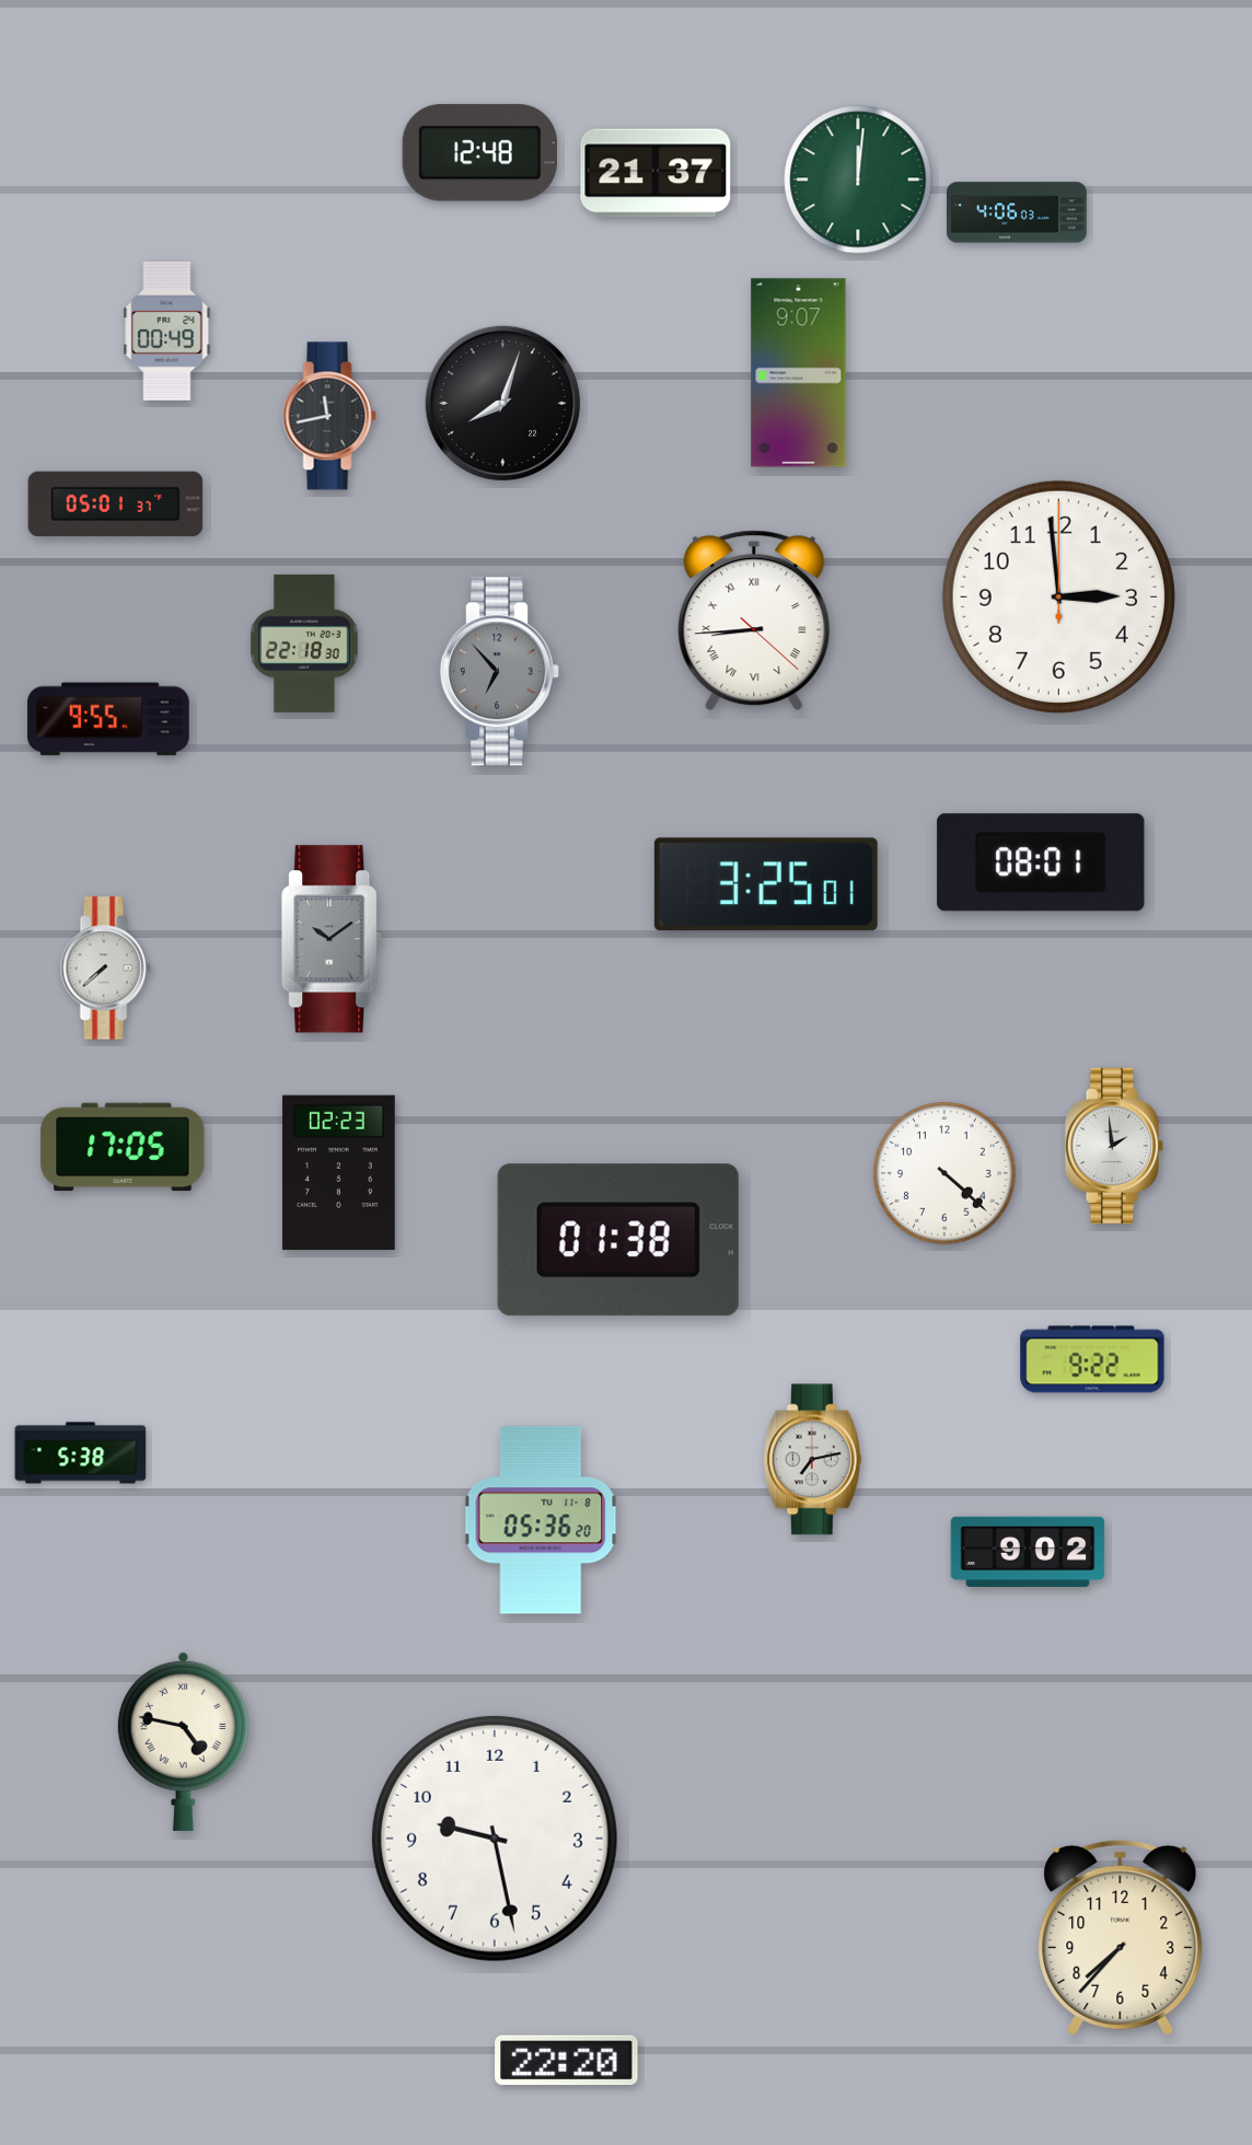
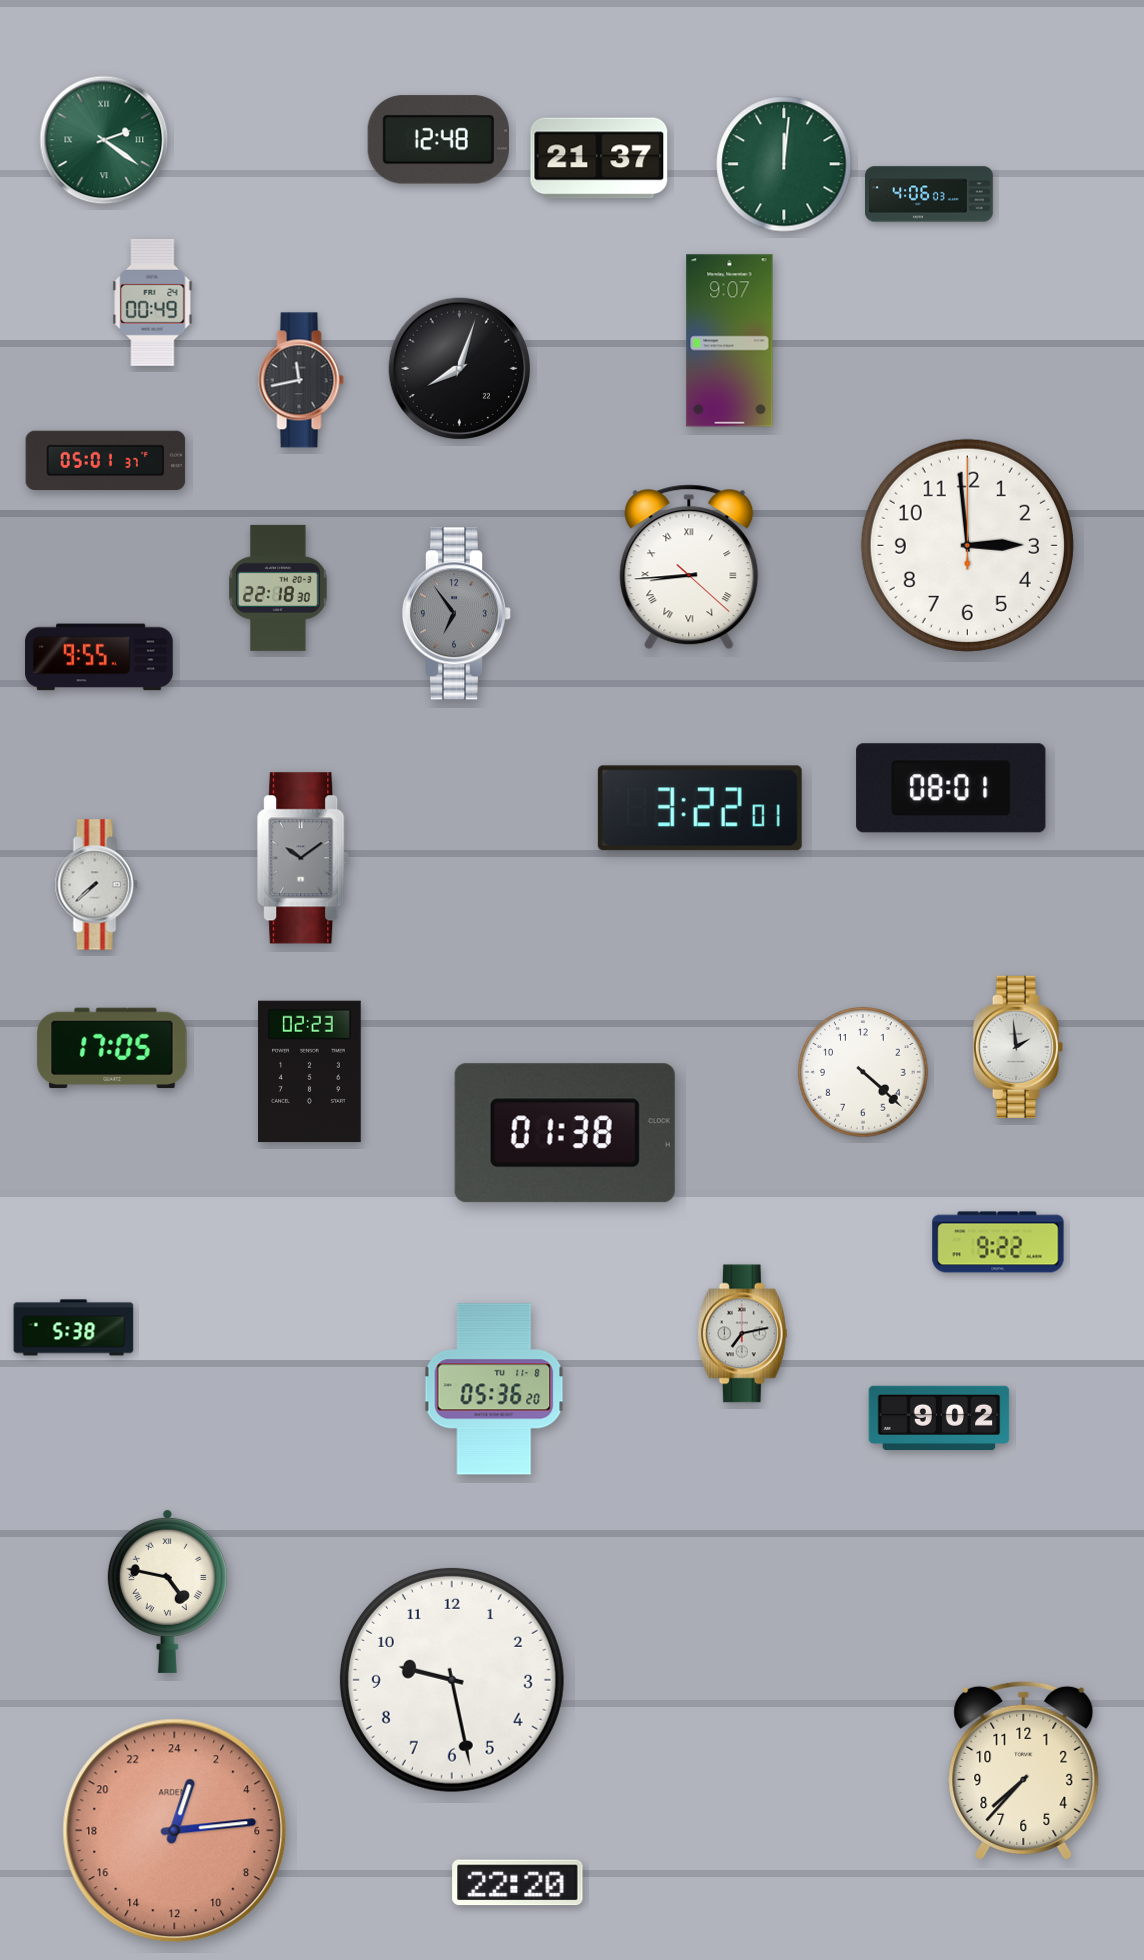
clock at (104, 140): none -> 2:21
clock at (500, 672): 6:53 -> 6:54
clock at (766, 884): 3:25 -> 3:22
clock at (175, 1831): none -> 1:14
